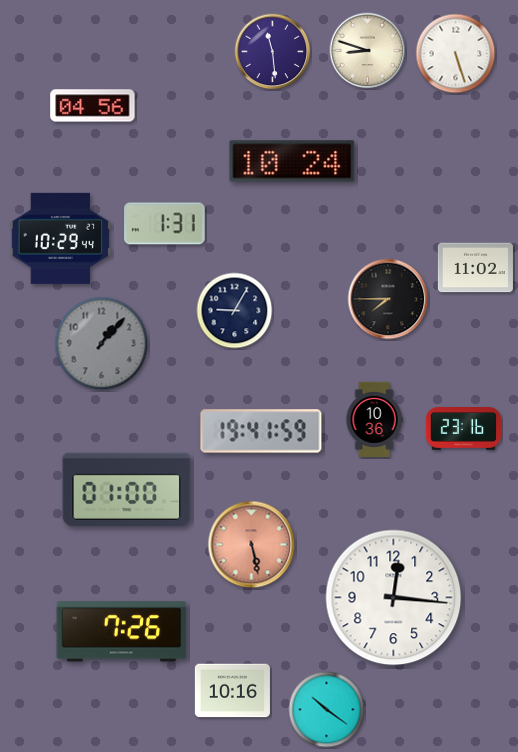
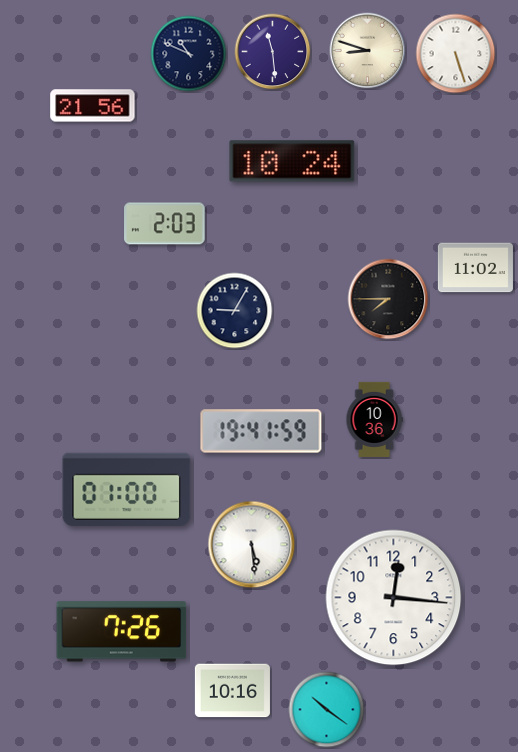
clock at (189, 54): none -> 10:49
clock at (93, 106): 04:56 -> 21:56
clock at (165, 224): 1:31 -> 2:03
clock at (61, 238): 10:29 -> none
clock at (102, 344): 1:07 -> none
clock at (463, 429): 23:16 -> none
clock at (252, 545): 5:28 -> 5:29
clock at (252, 545) dial: salmon -> white
